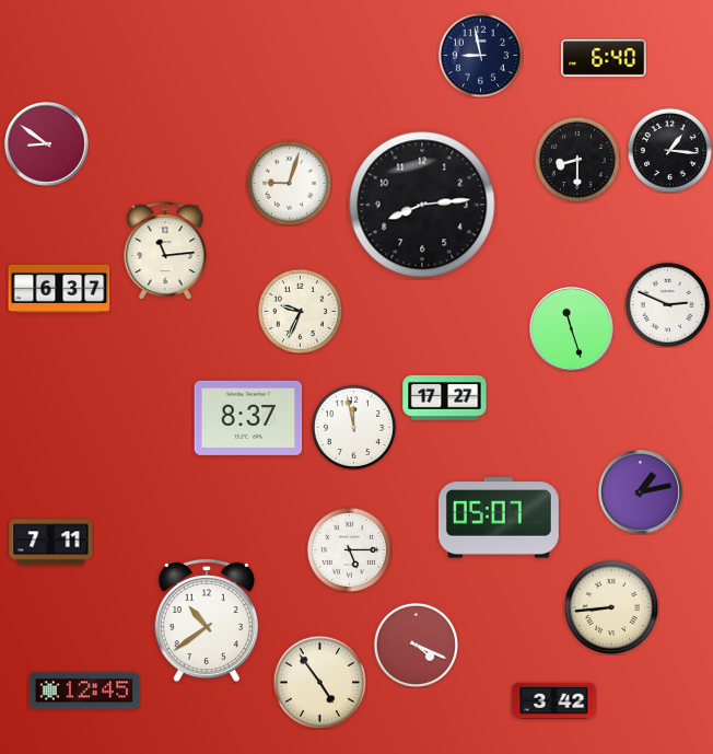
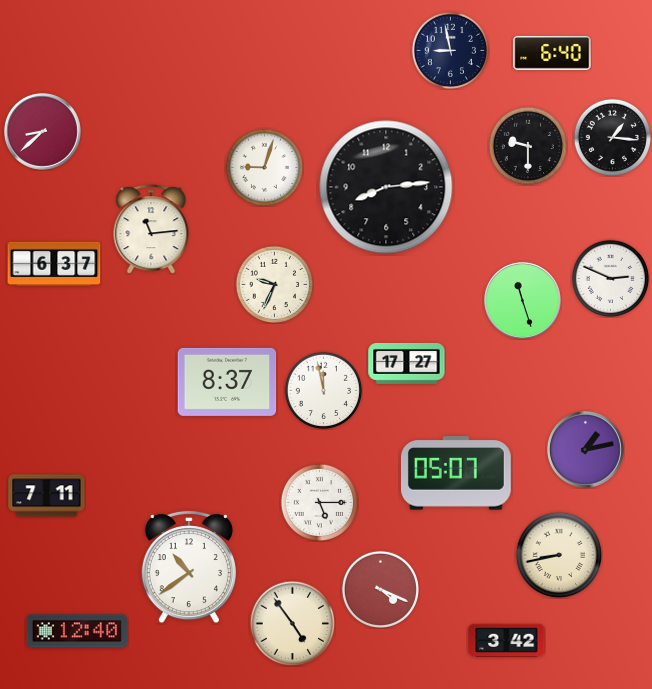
clock at (480, 55) position: (480, 55) -> (450, 50)
clock at (47, 144): 8:51 -> 8:38
clock at (576, 159): 8:30 -> 9:30
clock at (611, 607): 8:44 -> 8:43
clock at (84, 691): 12:45 -> 12:40
